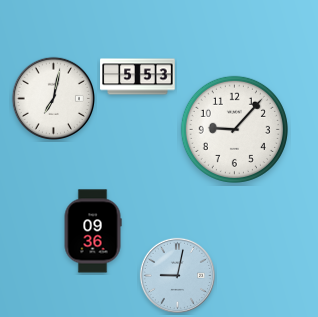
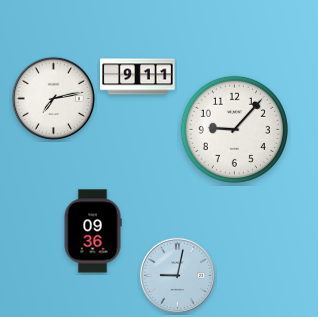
clock at (138, 77): 5:53 -> 9:11
clock at (53, 98): 7:02 -> 7:13
